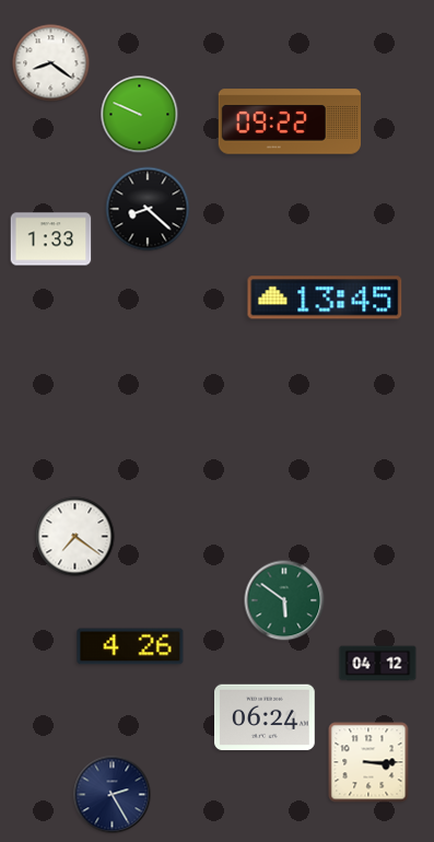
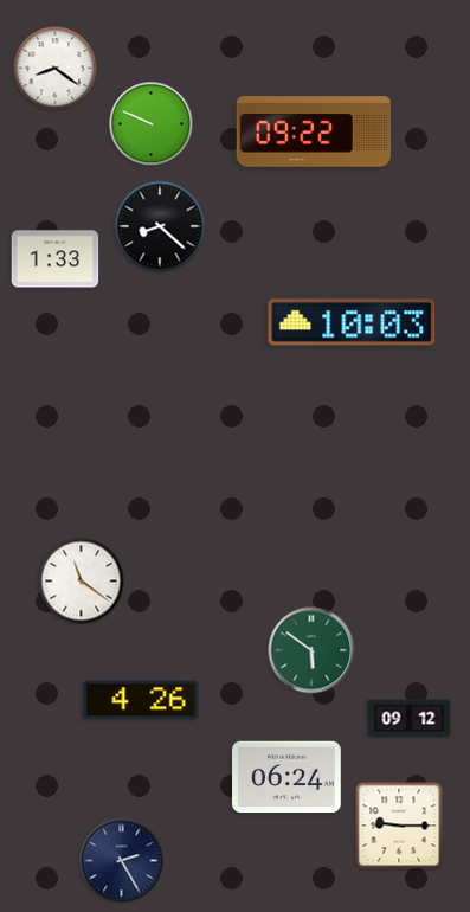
clock at (325, 297): 13:45 -> 10:03
clock at (75, 537): 7:21 -> 11:21
clock at (284, 600) position: (284, 600) -> (311, 650)
clock at (378, 664): 04:12 -> 09:12
clock at (368, 762): 3:15 -> 9:15
